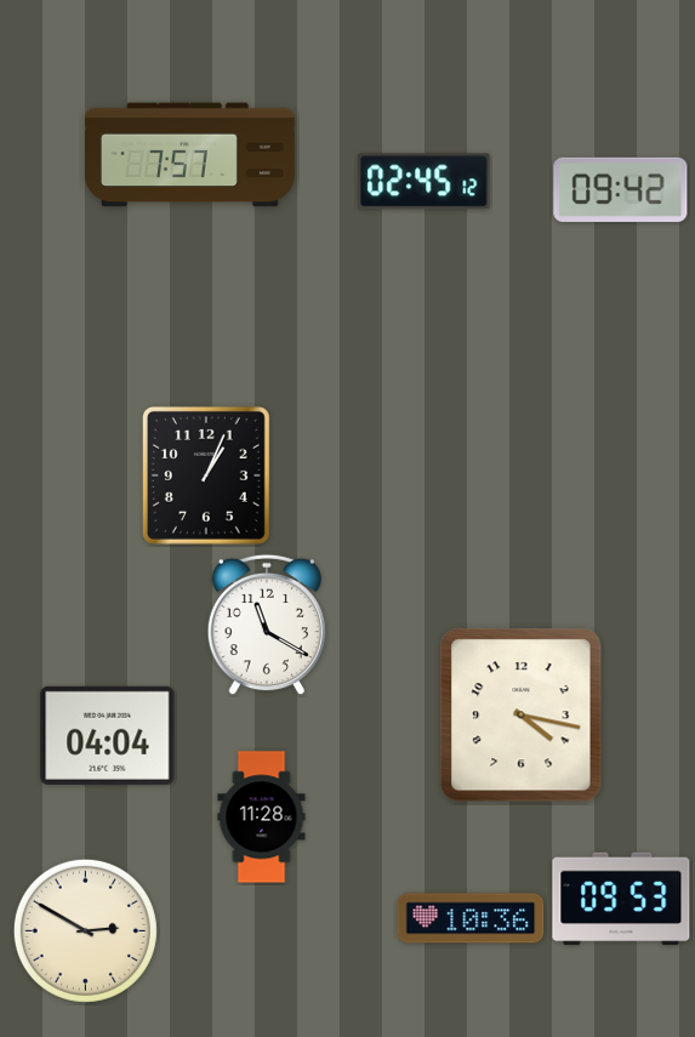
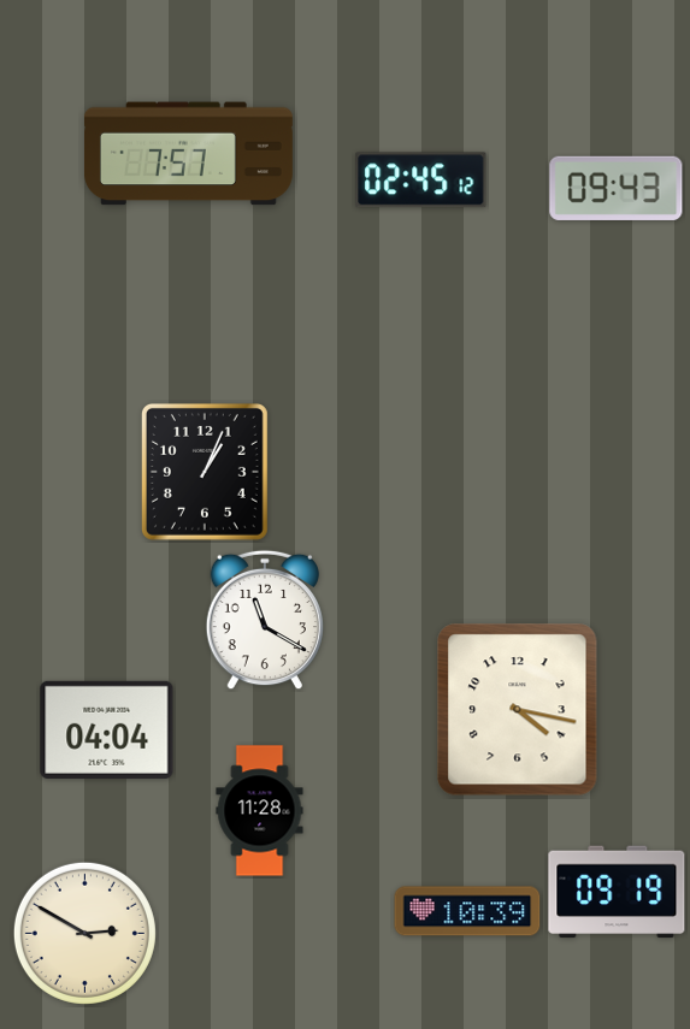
clock at (621, 189): 09:42 -> 09:43
clock at (621, 899): 09:53 -> 09:19
clock at (471, 918): 10:36 -> 10:39
clock at (85, 930) position: (85, 930) -> (84, 933)
